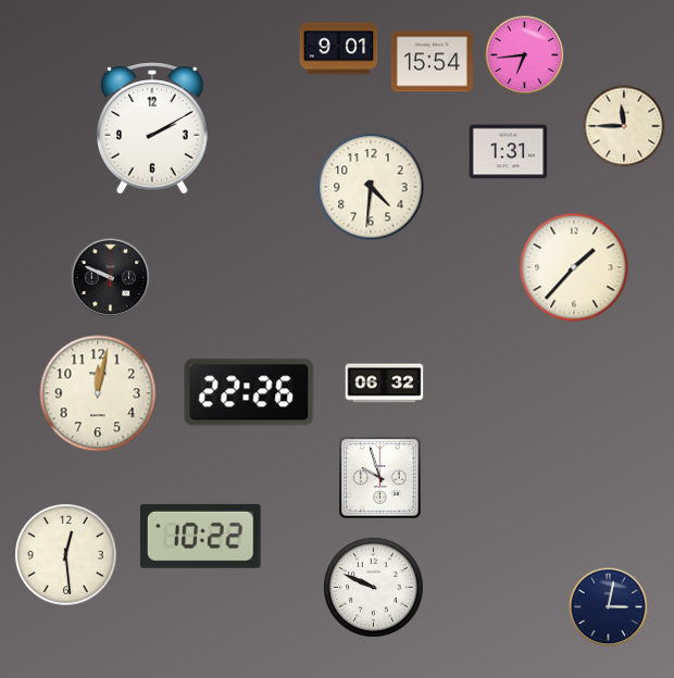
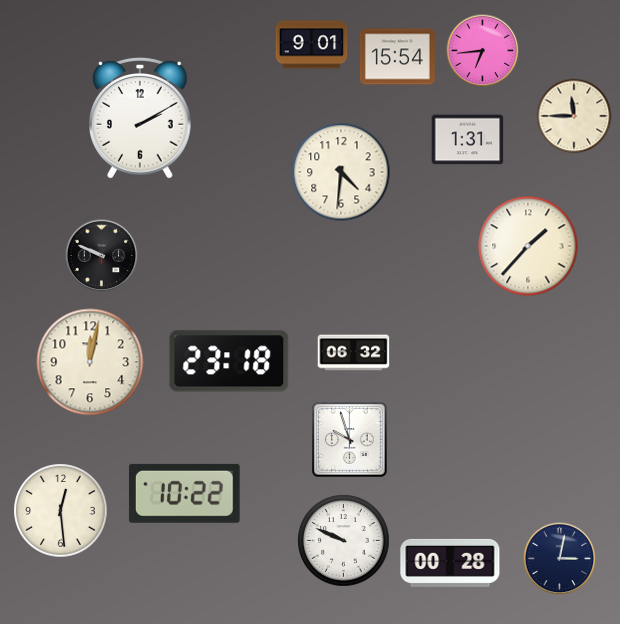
clock at (249, 392): 22:26 -> 23:18
clock at (450, 563): none -> 00:28
